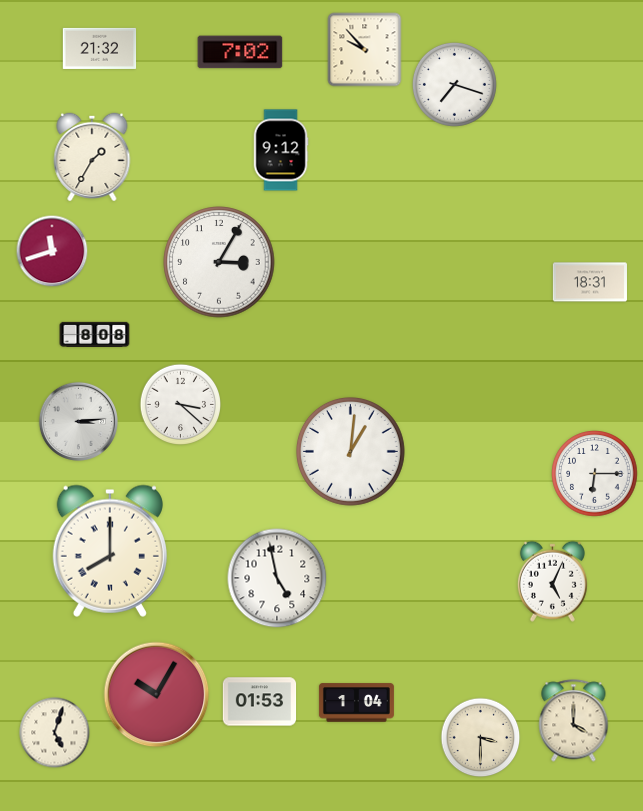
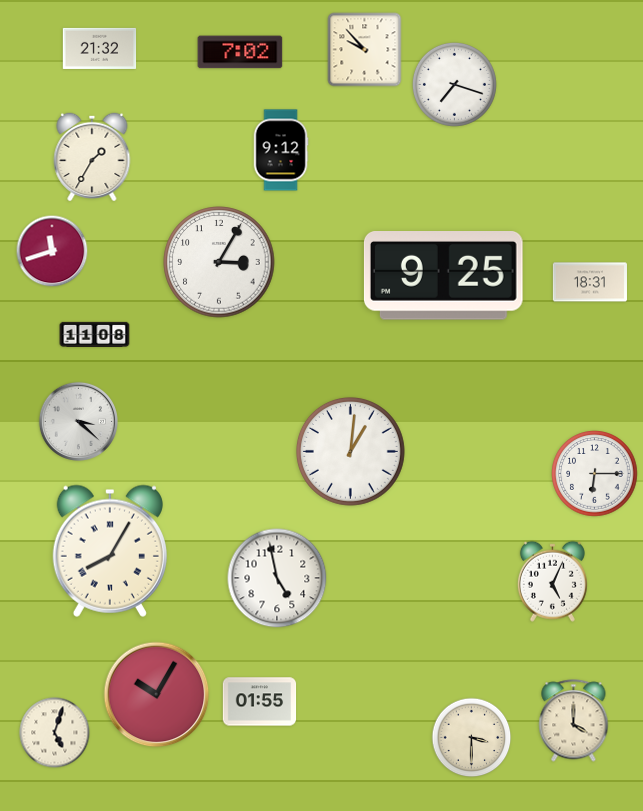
clock at (443, 276): none -> 9:25
clock at (95, 334): 8:08 -> 11:08
clock at (180, 404): 3:22 -> none
clock at (78, 421): 3:14 -> 3:22
clock at (110, 551): 8:00 -> 8:05
clock at (260, 702): 01:53 -> 01:55
clock at (356, 703): 1:04 -> none
clock at (481, 738) position: (481, 738) -> (472, 738)
